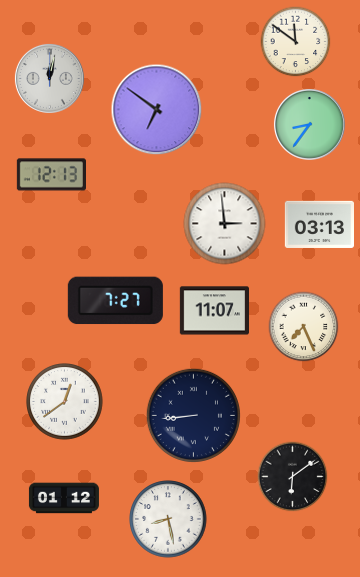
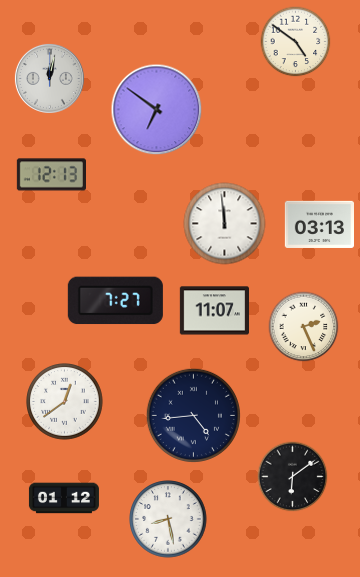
clock at (296, 42): 11:51 -> 4:51
clock at (309, 124): 8:36 -> none
clock at (225, 224): 2:59 -> 11:59
clock at (304, 327): 7:26 -> 2:26
clock at (193, 415): 8:44 -> 4:44
